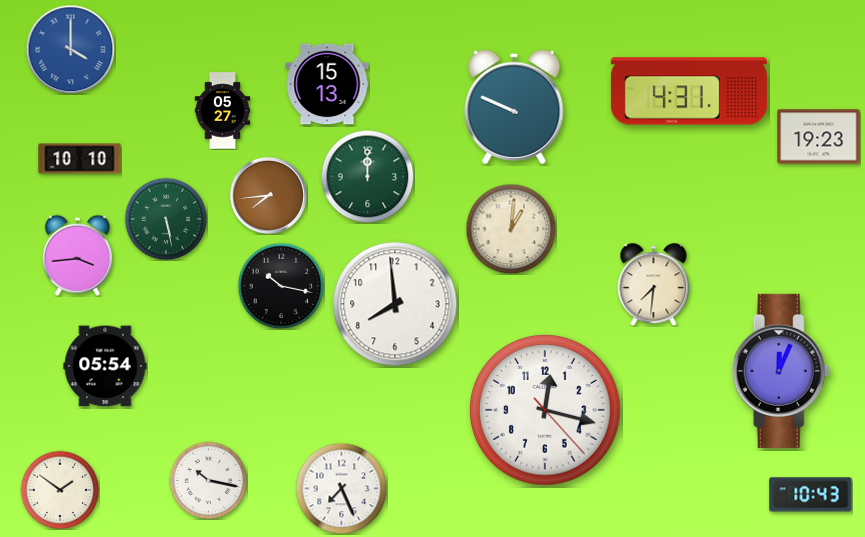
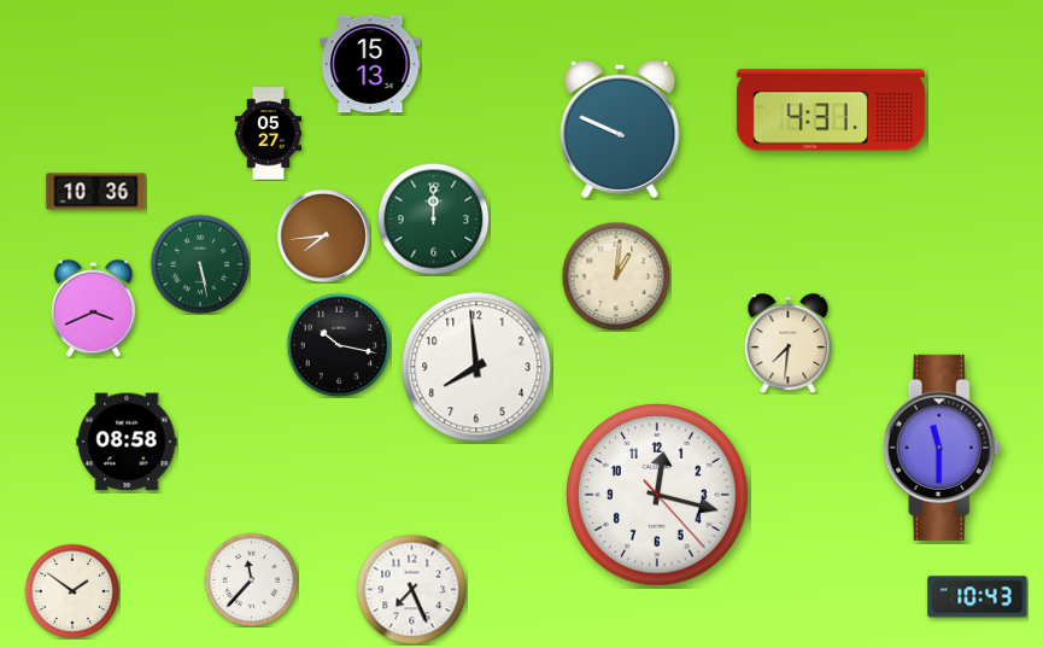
clock at (70, 49): 4:00 -> none
clock at (327, 84) position: (327, 84) -> (370, 64)
clock at (819, 137): 19:23 -> none
clock at (80, 159): 10:10 -> 10:36
clock at (367, 176) position: (367, 176) -> (433, 218)
clock at (77, 255): 3:44 -> 3:41
clock at (105, 366): 05:54 -> 08:58
clock at (781, 371): 12:04 -> 11:30
clock at (208, 480): 10:17 -> 11:37
